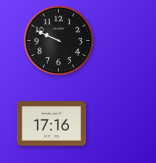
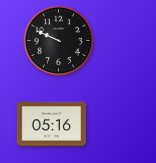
clock at (51, 124): 17:16 -> 05:16
